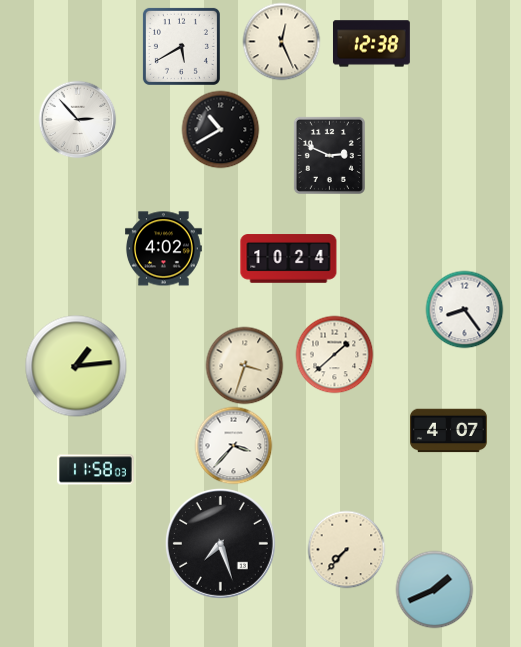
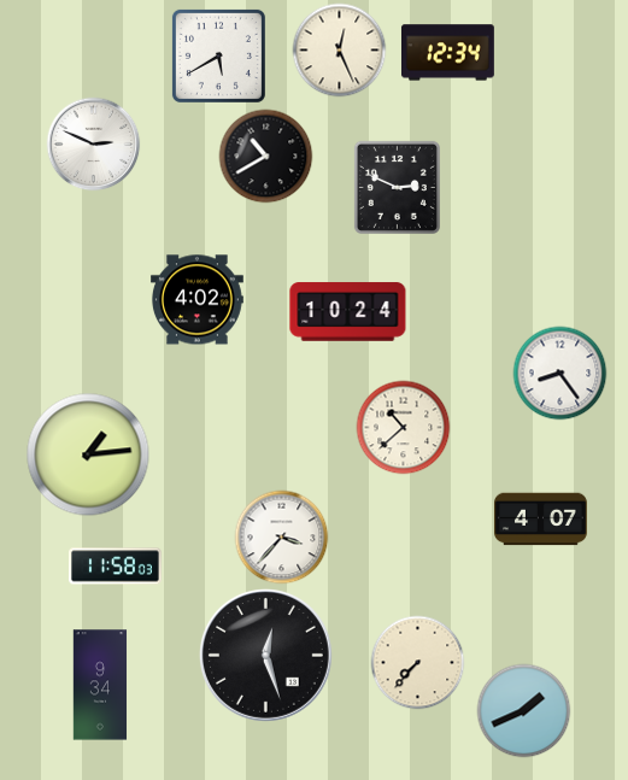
clock at (371, 44): 12:38 -> 12:34
clock at (77, 119): 2:53 -> 2:49
clock at (334, 354): 1:38 -> 10:38
clock at (244, 365): 3:33 -> none
clock at (76, 366) position: (76, 366) -> (88, 454)
clock at (220, 543): 7:27 -> 12:27
clock at (100, 685): none -> 9:34
